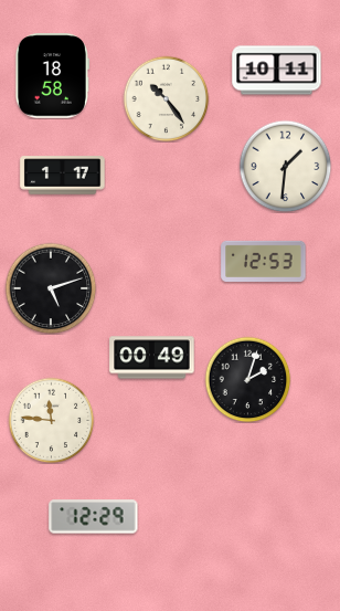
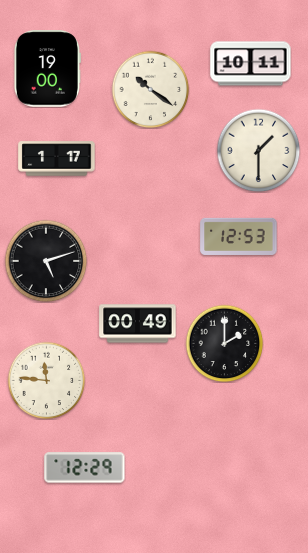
clock at (52, 76): 18:58 -> 19:00
clock at (166, 98): 10:24 -> 10:21
clock at (285, 166): 1:31 -> 1:30
clock at (247, 379): 2:03 -> 2:00
